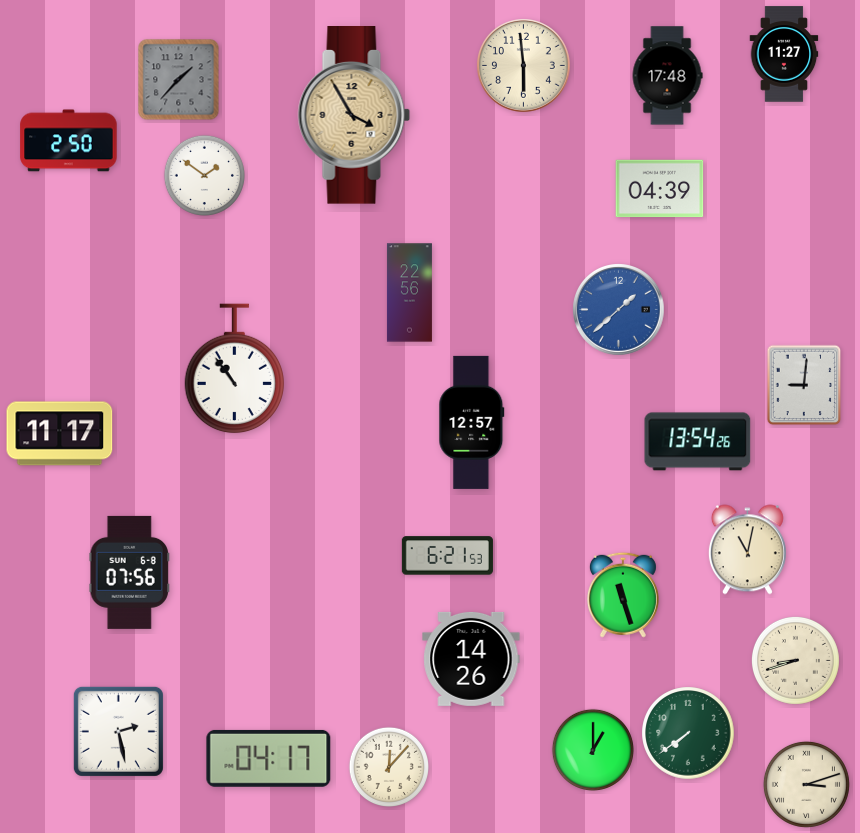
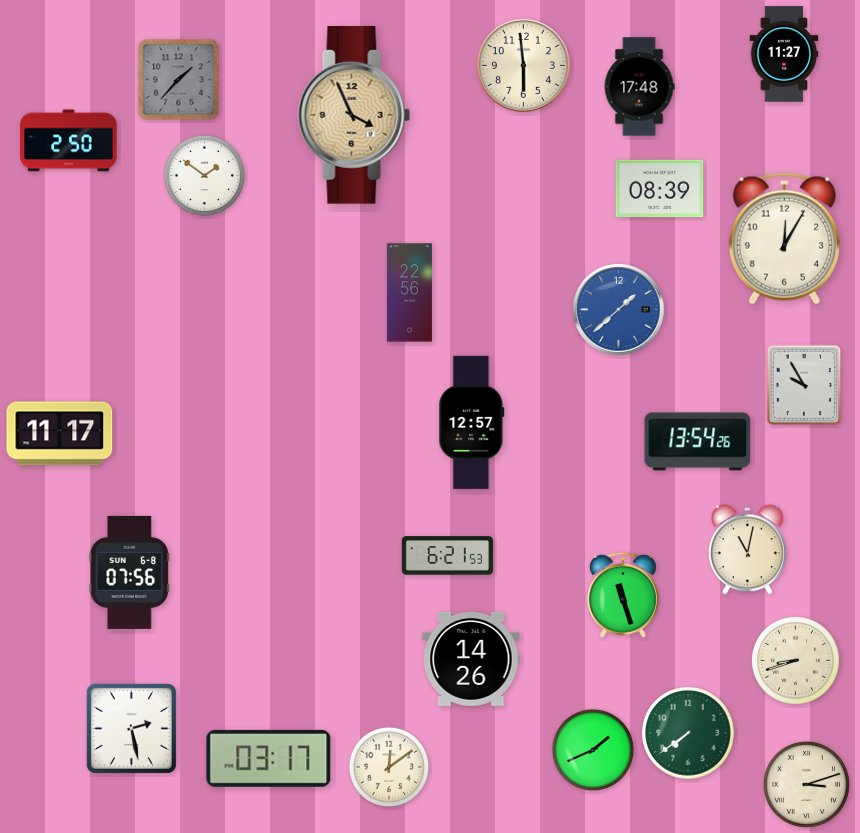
clock at (667, 76) position: (667, 76) -> (639, 87)
clock at (354, 116): 3:55 -> 3:56
clock at (660, 189): 04:39 -> 08:39
clock at (784, 239): none -> 12:05
clock at (235, 369): 10:54 -> none
clock at (804, 385): 9:01 -> 9:55
clock at (118, 731) position: (118, 731) -> (131, 728)
clock at (593, 750): 1:00 -> 1:41
clock at (269, 758): 04:17 -> 03:17
clock at (388, 766): 12:07 -> 12:09
